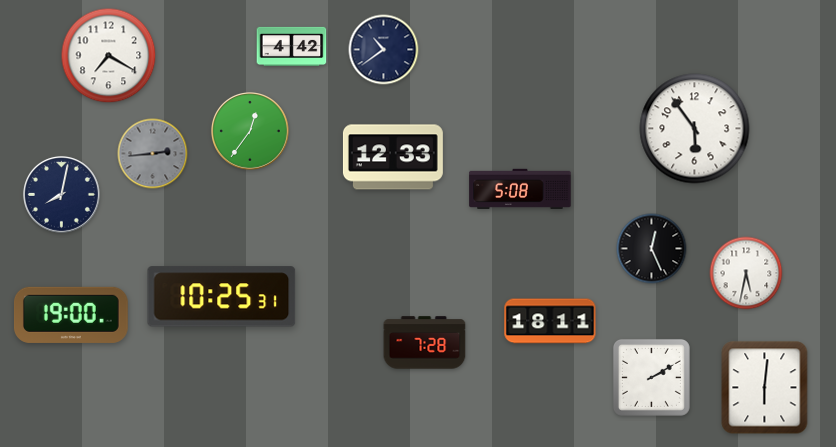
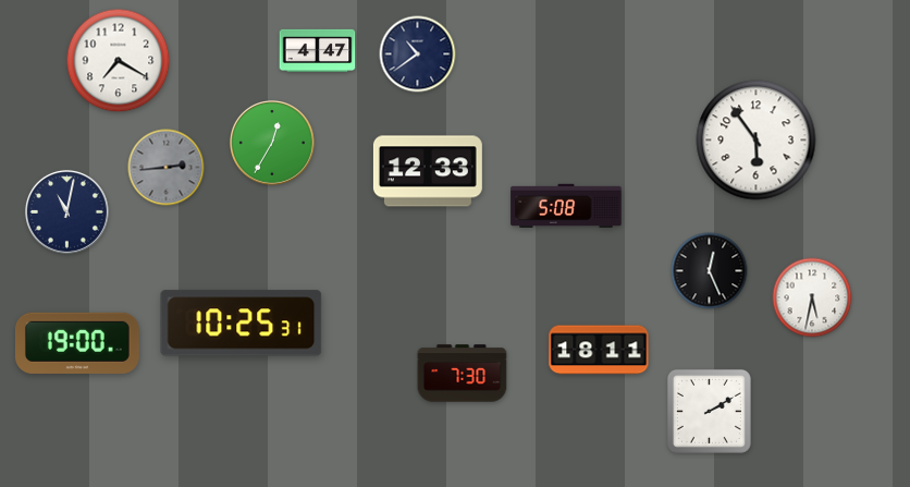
clock at (292, 46): 4:42 -> 4:47
clock at (251, 132): 12:36 -> 12:35
clock at (61, 194): 8:02 -> 11:02
clock at (425, 343): 7:28 -> 7:30
clock at (765, 388): 6:01 -> none
